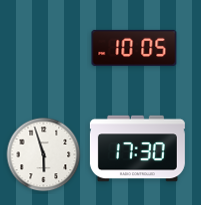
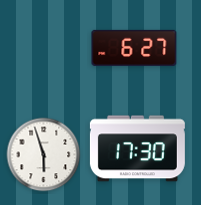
clock at (134, 48): 10:05 -> 6:27
